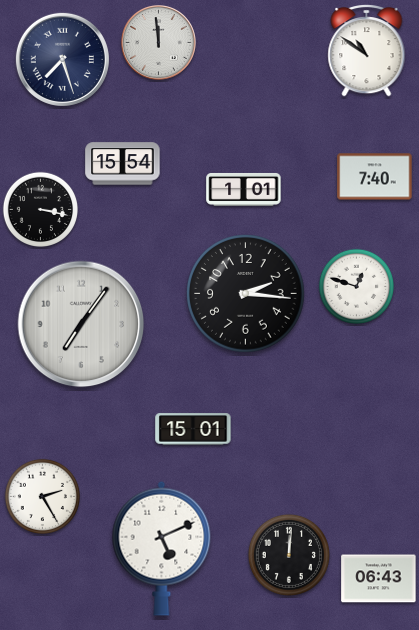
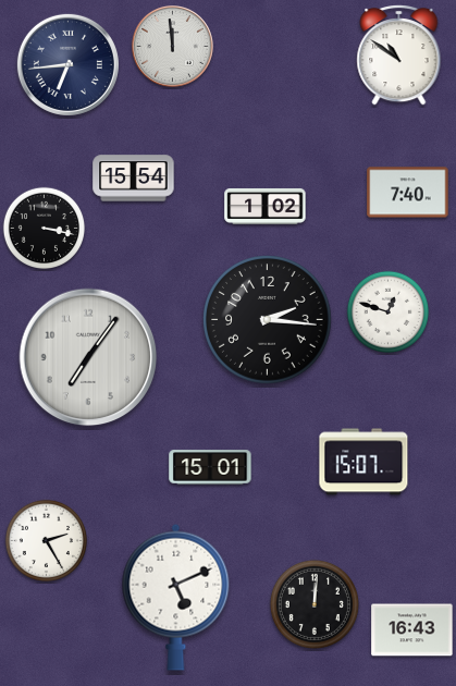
clock at (62, 59): 7:27 -> 6:44
clock at (244, 189): 1:01 -> 1:02
clock at (81, 324) position: (81, 324) -> (88, 357)
clock at (363, 462): none -> 15:07
clock at (379, 579): 06:43 -> 16:43
